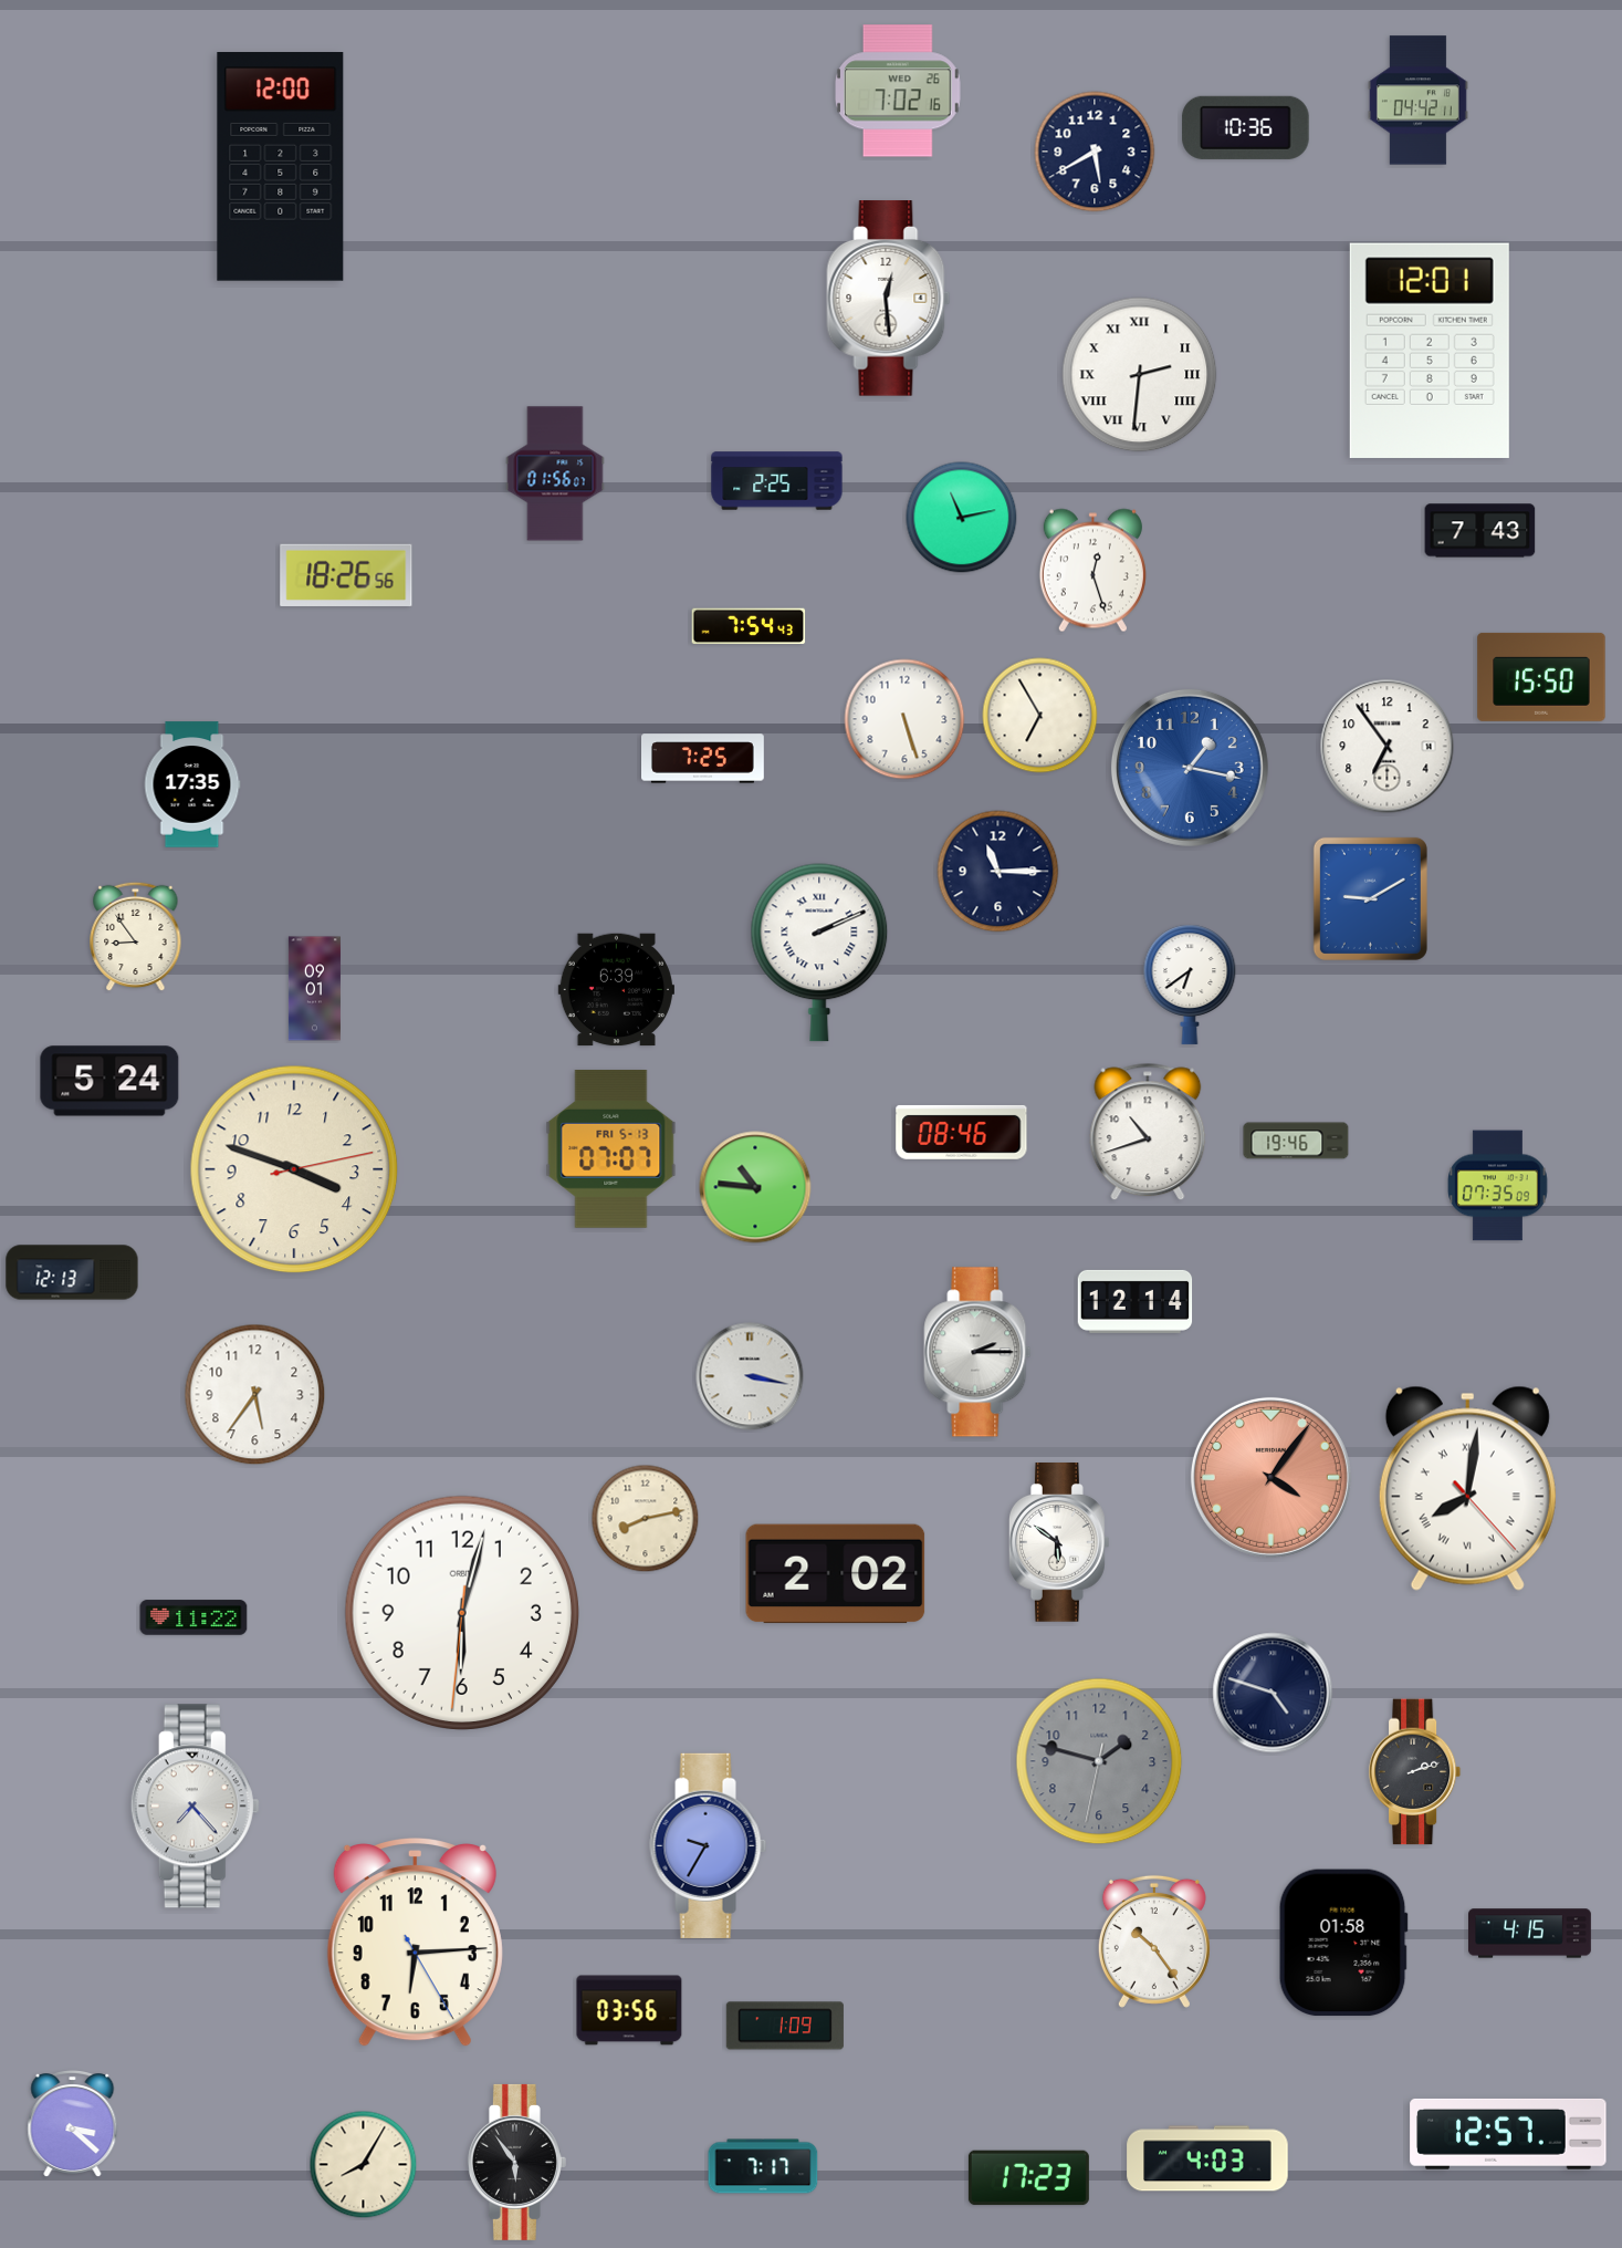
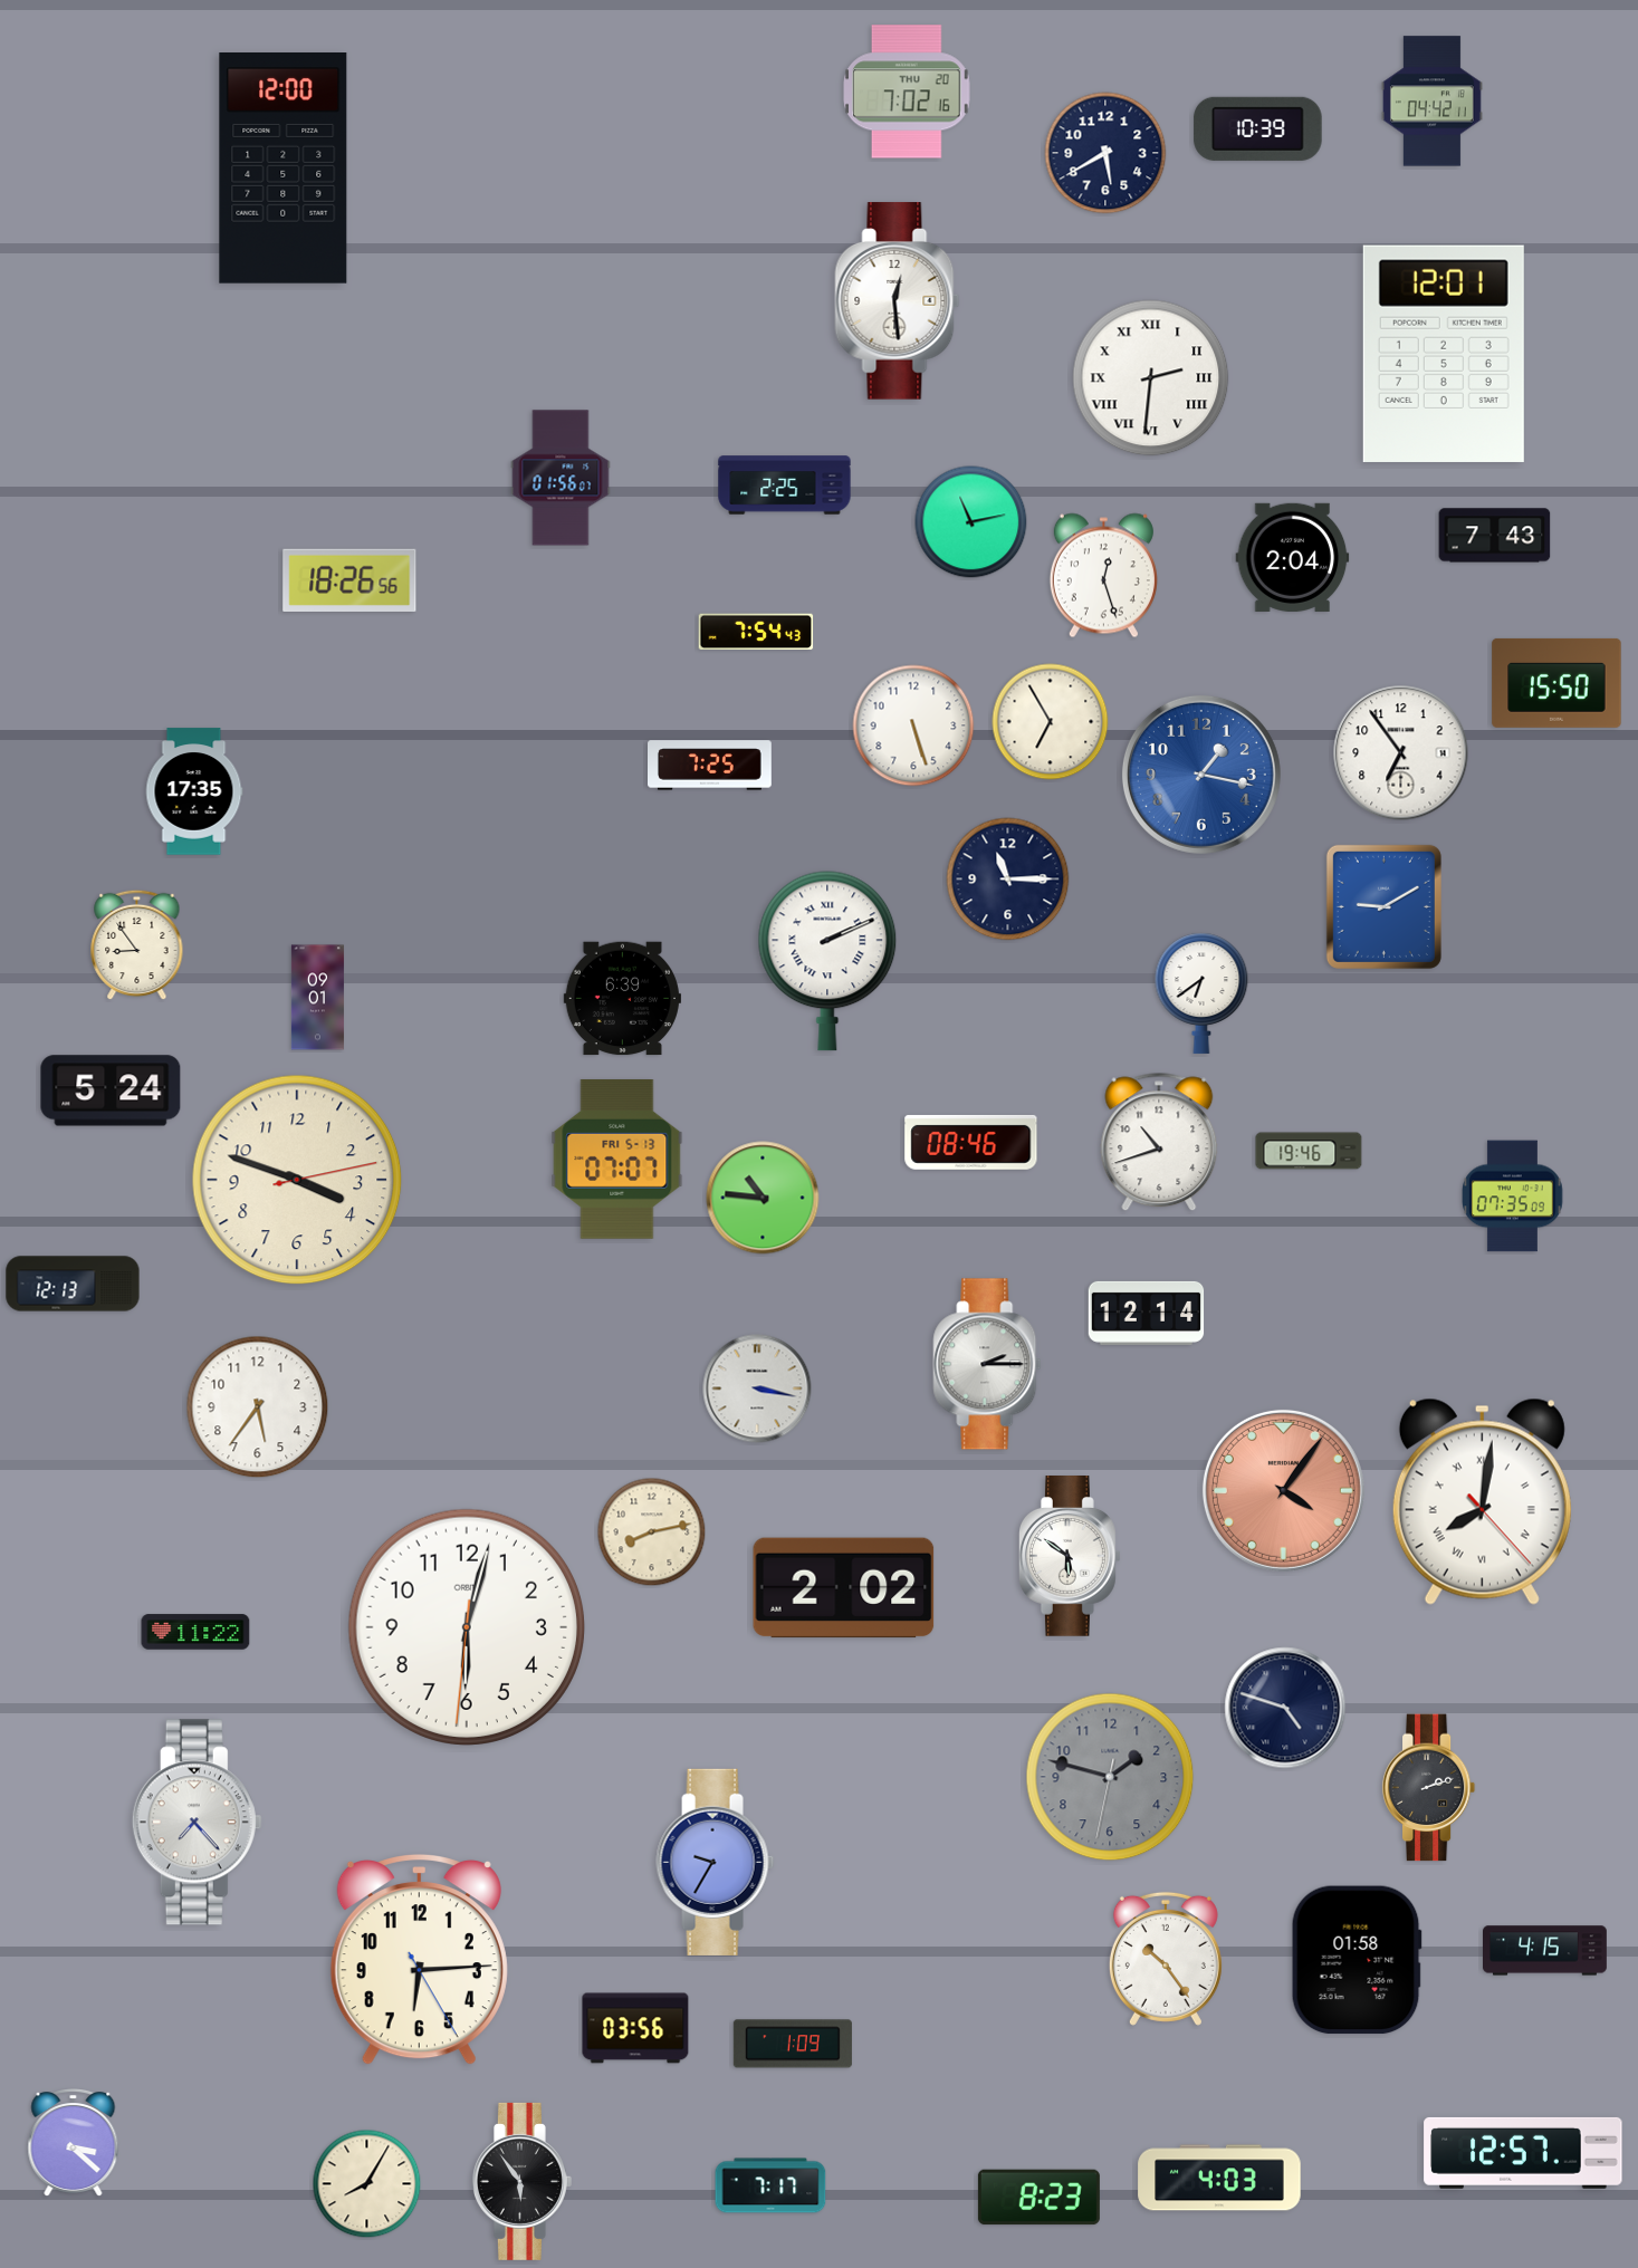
clock at (899, 91) date: WED 26 -> THU 20
clock at (1246, 127): 10:36 -> 10:39
clock at (1293, 557): none -> 2:04
clock at (1028, 2178): 17:23 -> 8:23
